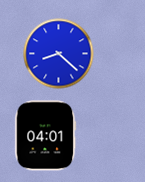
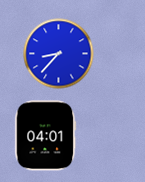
clock at (59, 54): 8:22 -> 8:37
